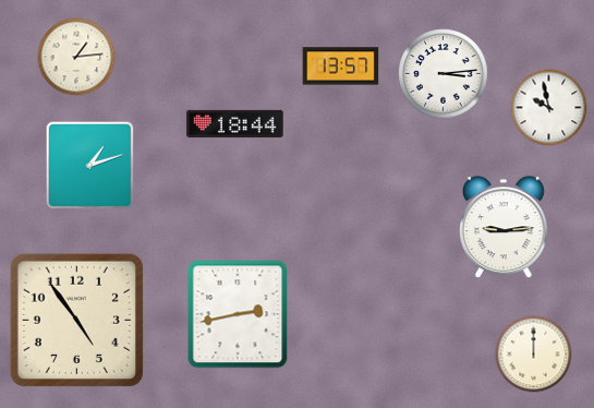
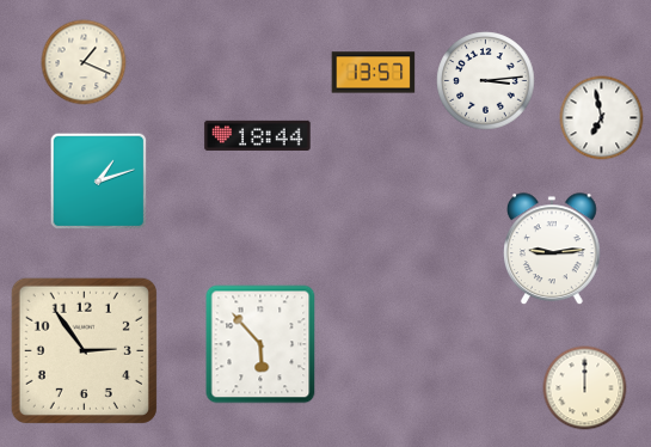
clock at (76, 57): 1:14 -> 1:19
clock at (549, 108): 9:58 -> 6:58
clock at (238, 314): 2:43 -> 5:53
clock at (76, 320): 4:54 -> 2:54
